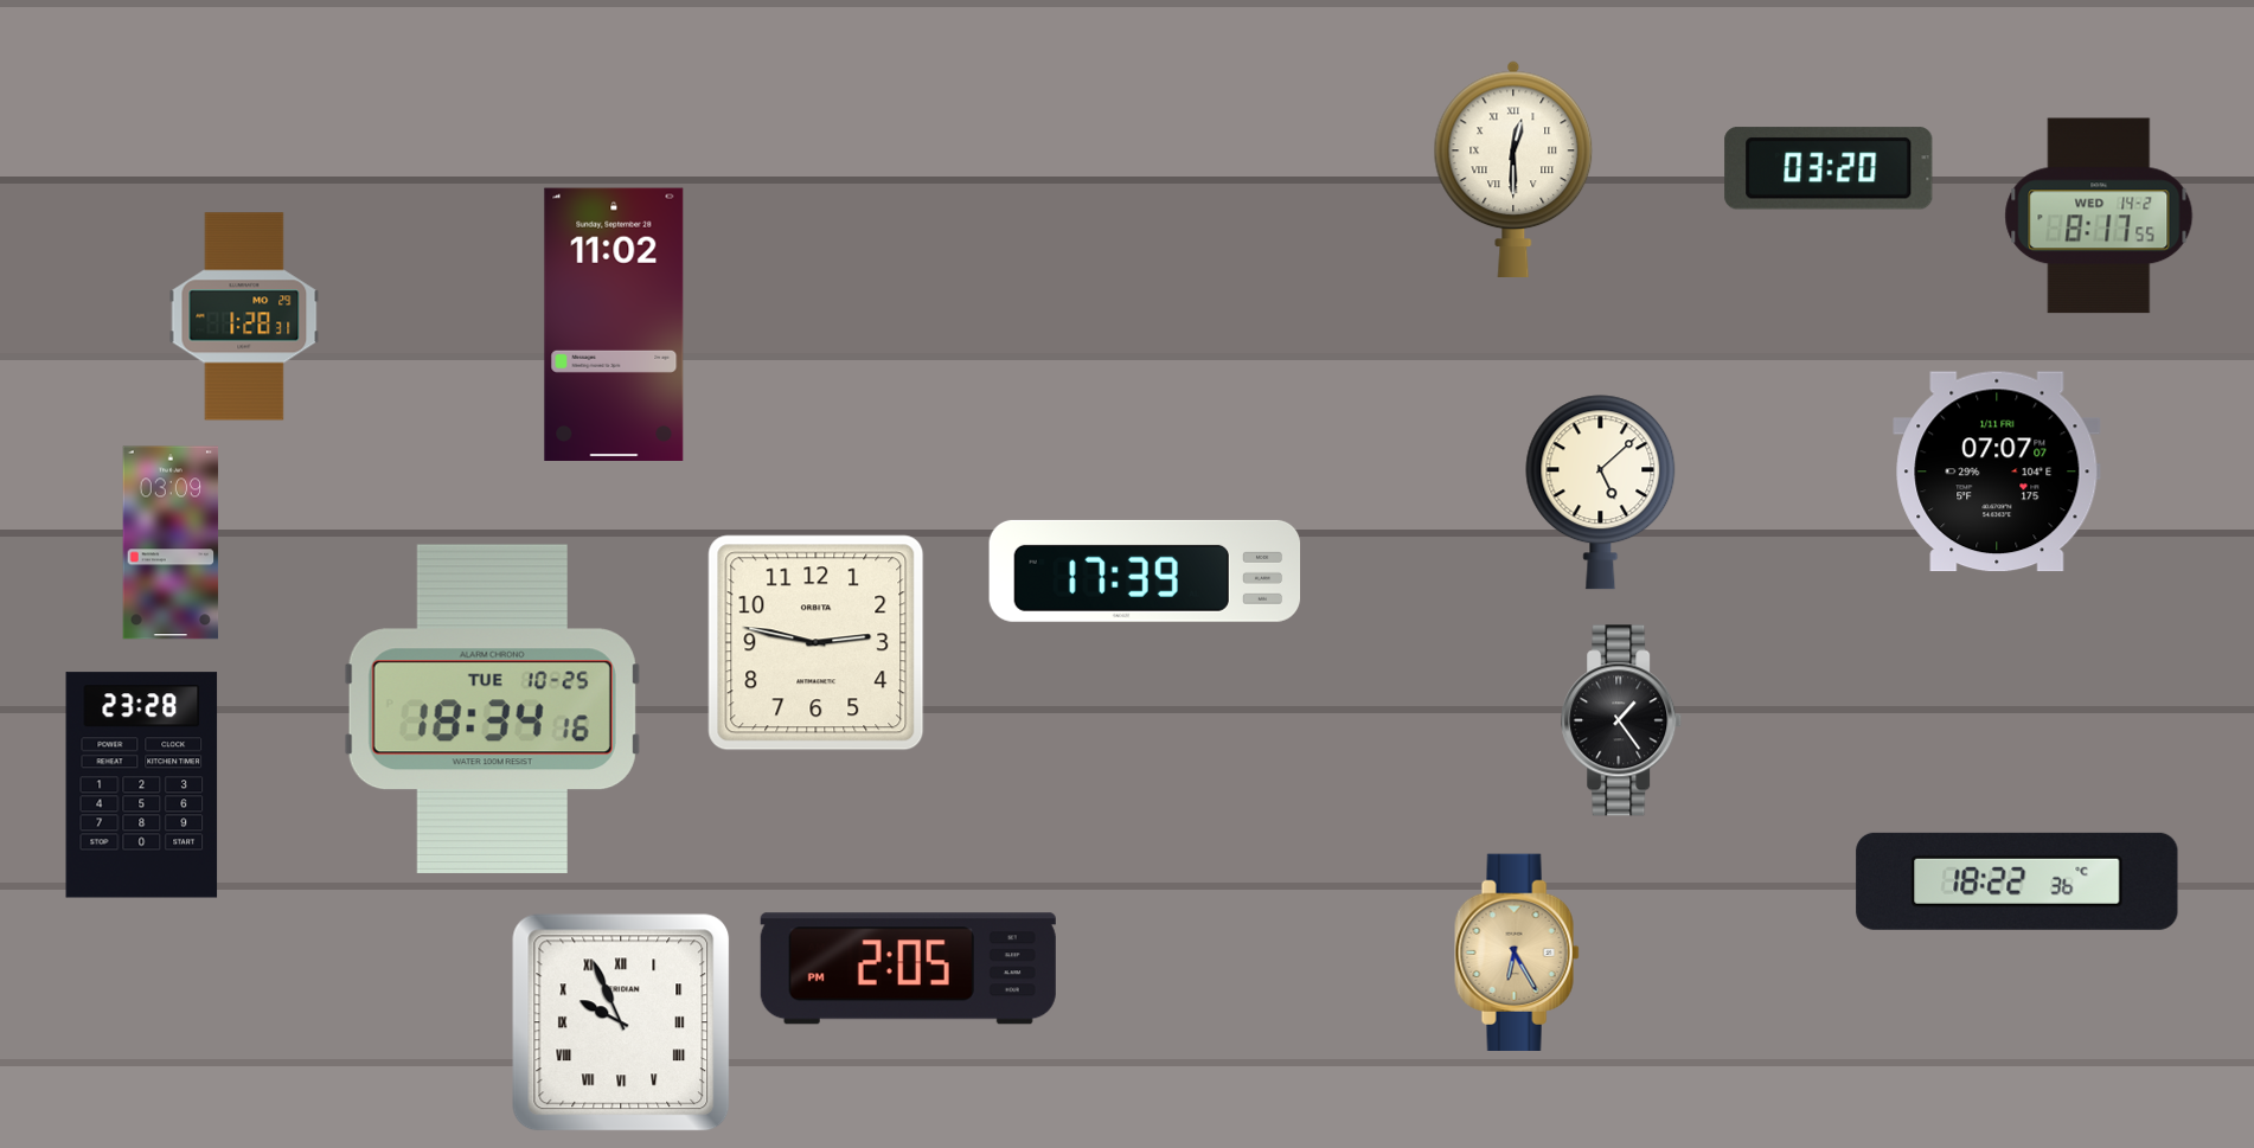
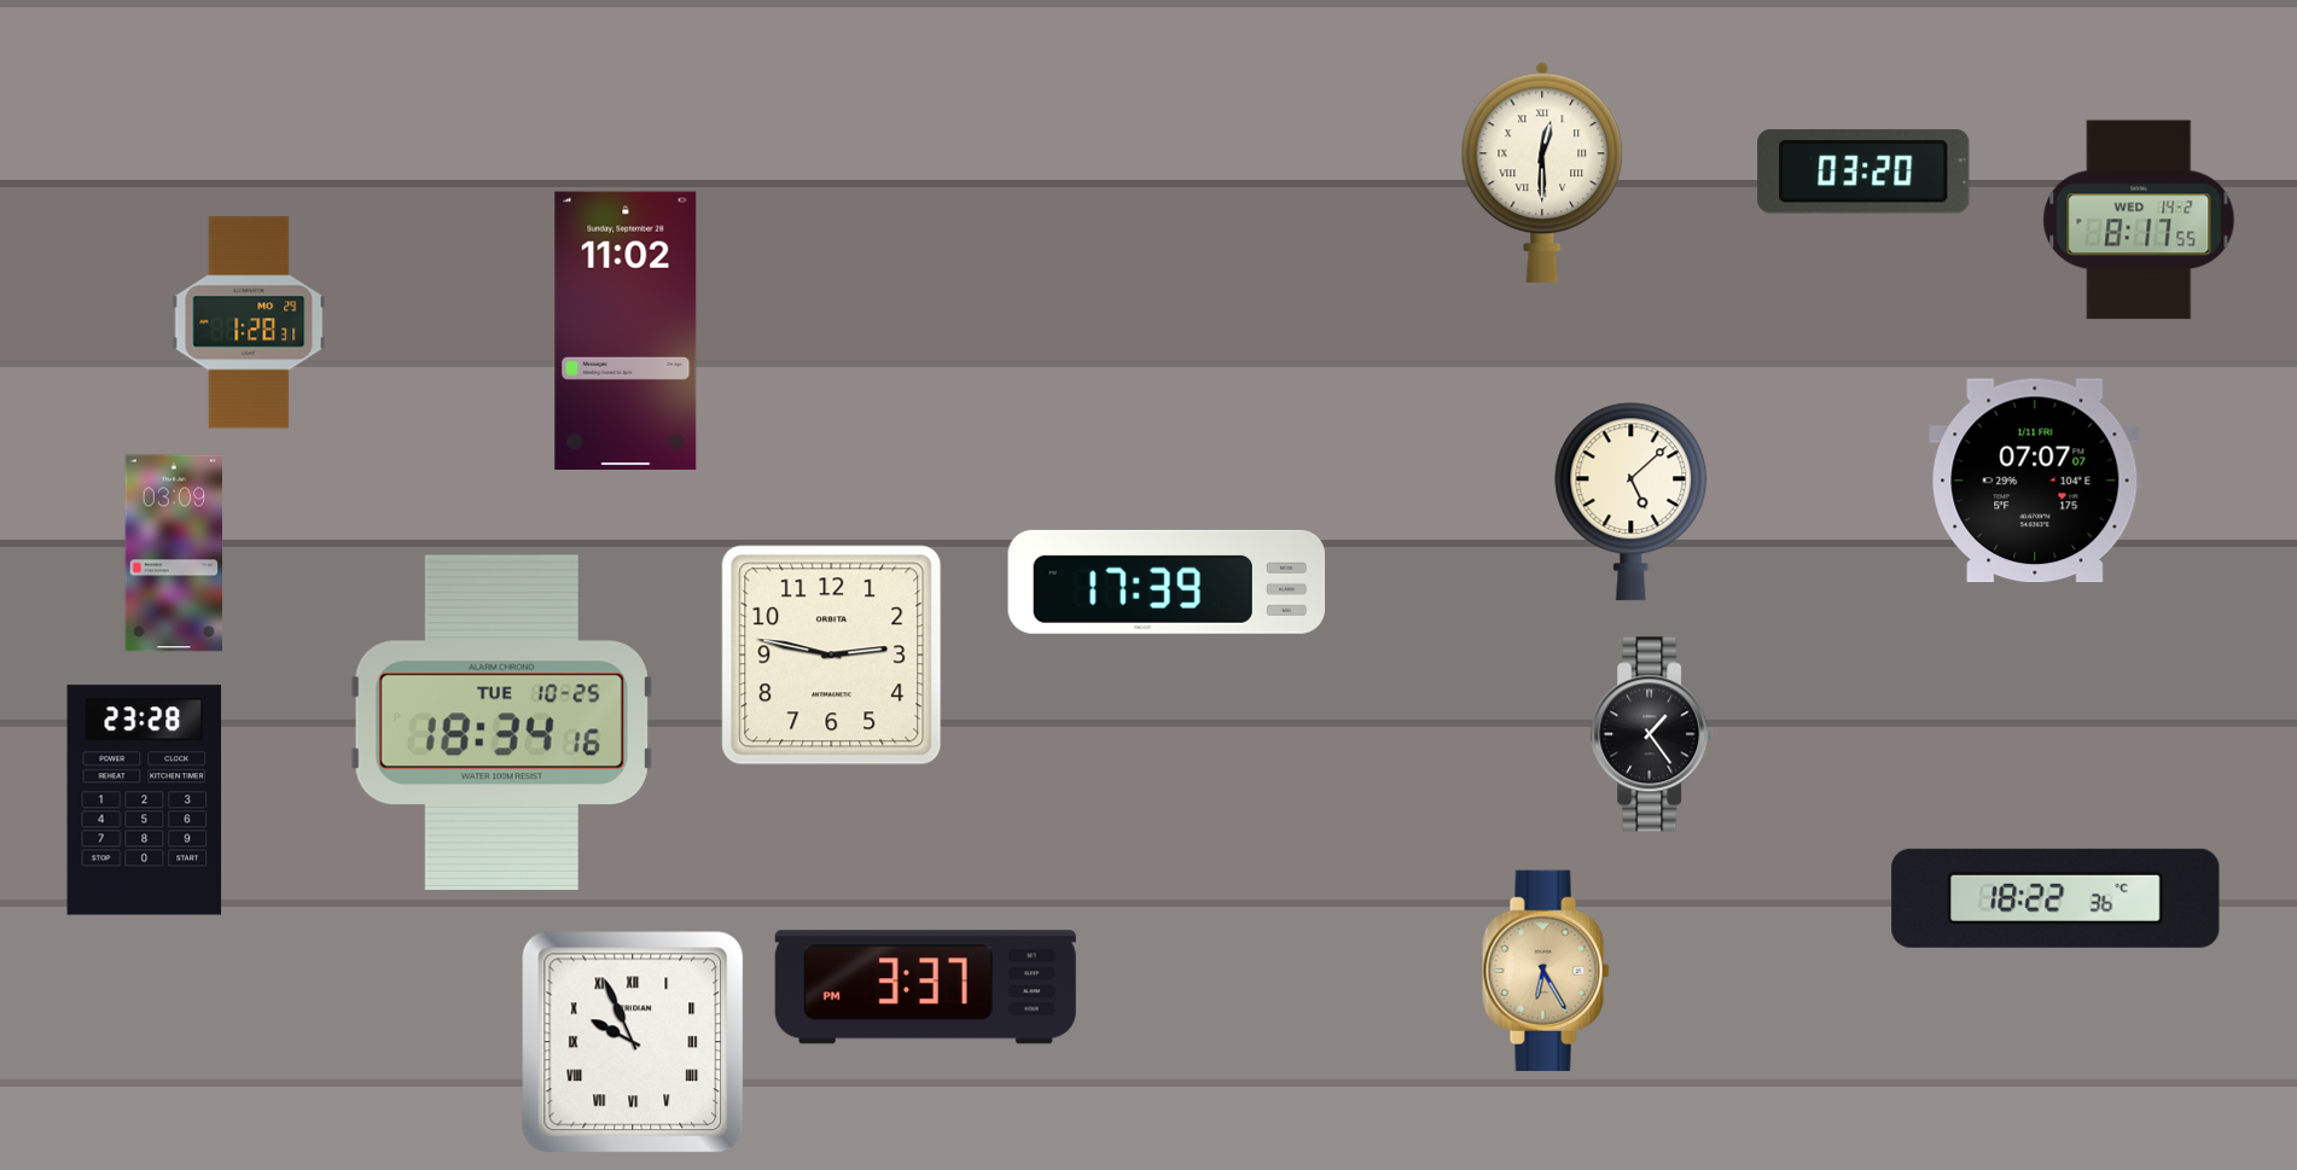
clock at (908, 969): 2:05 -> 3:37
